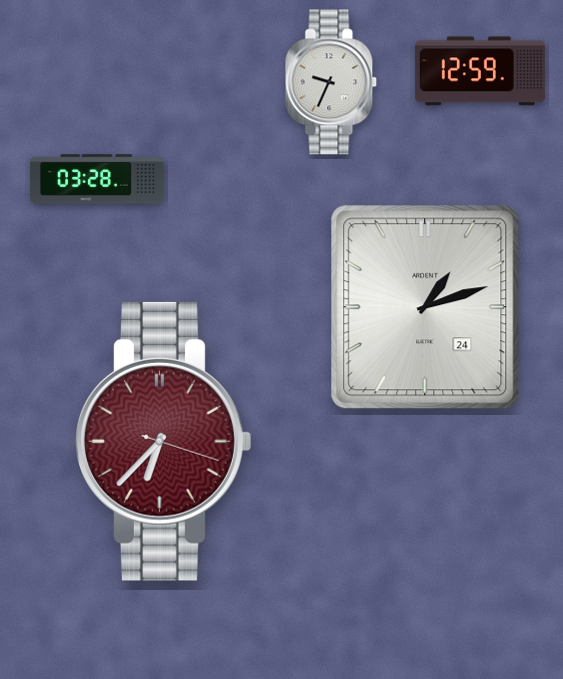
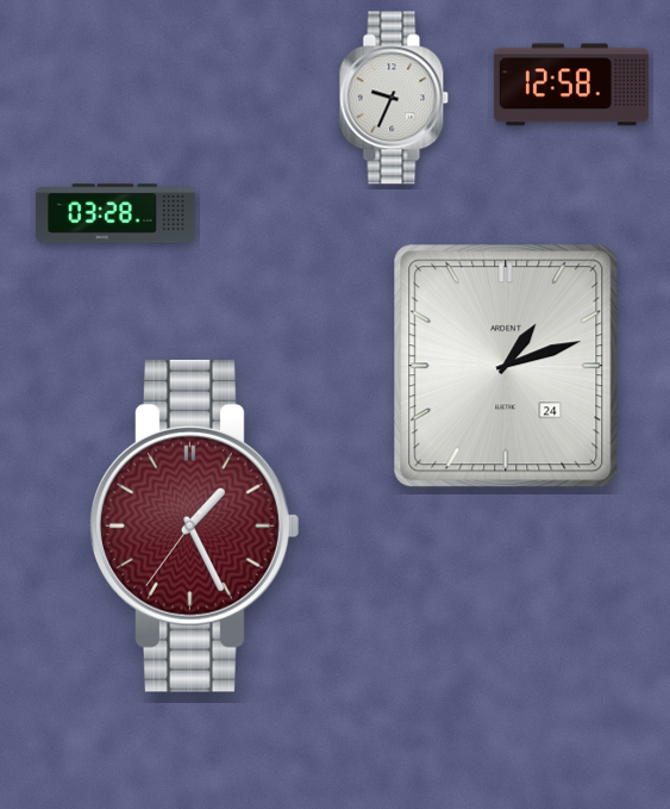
clock at (480, 71): 12:59 -> 12:58
clock at (164, 441): 6:37 -> 1:25
